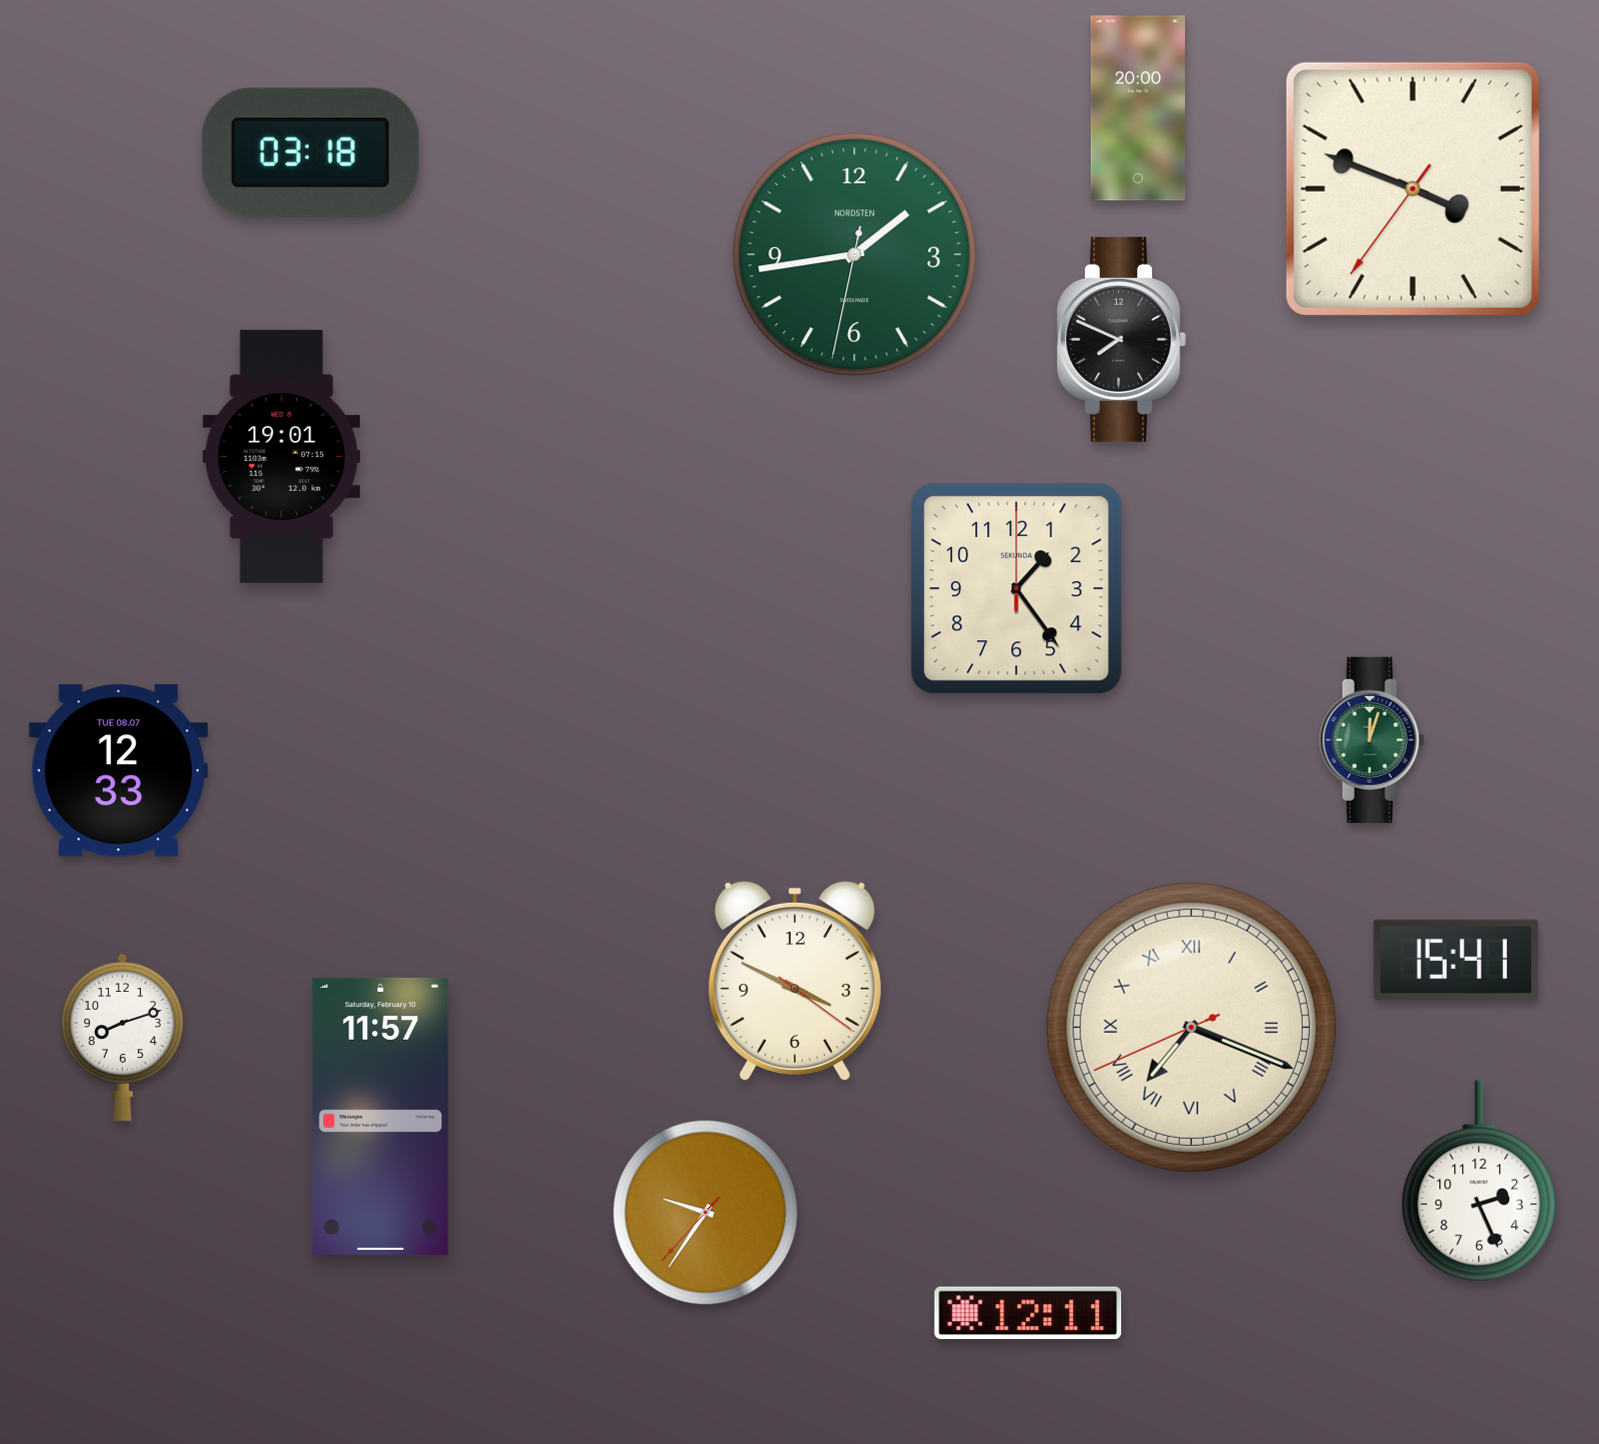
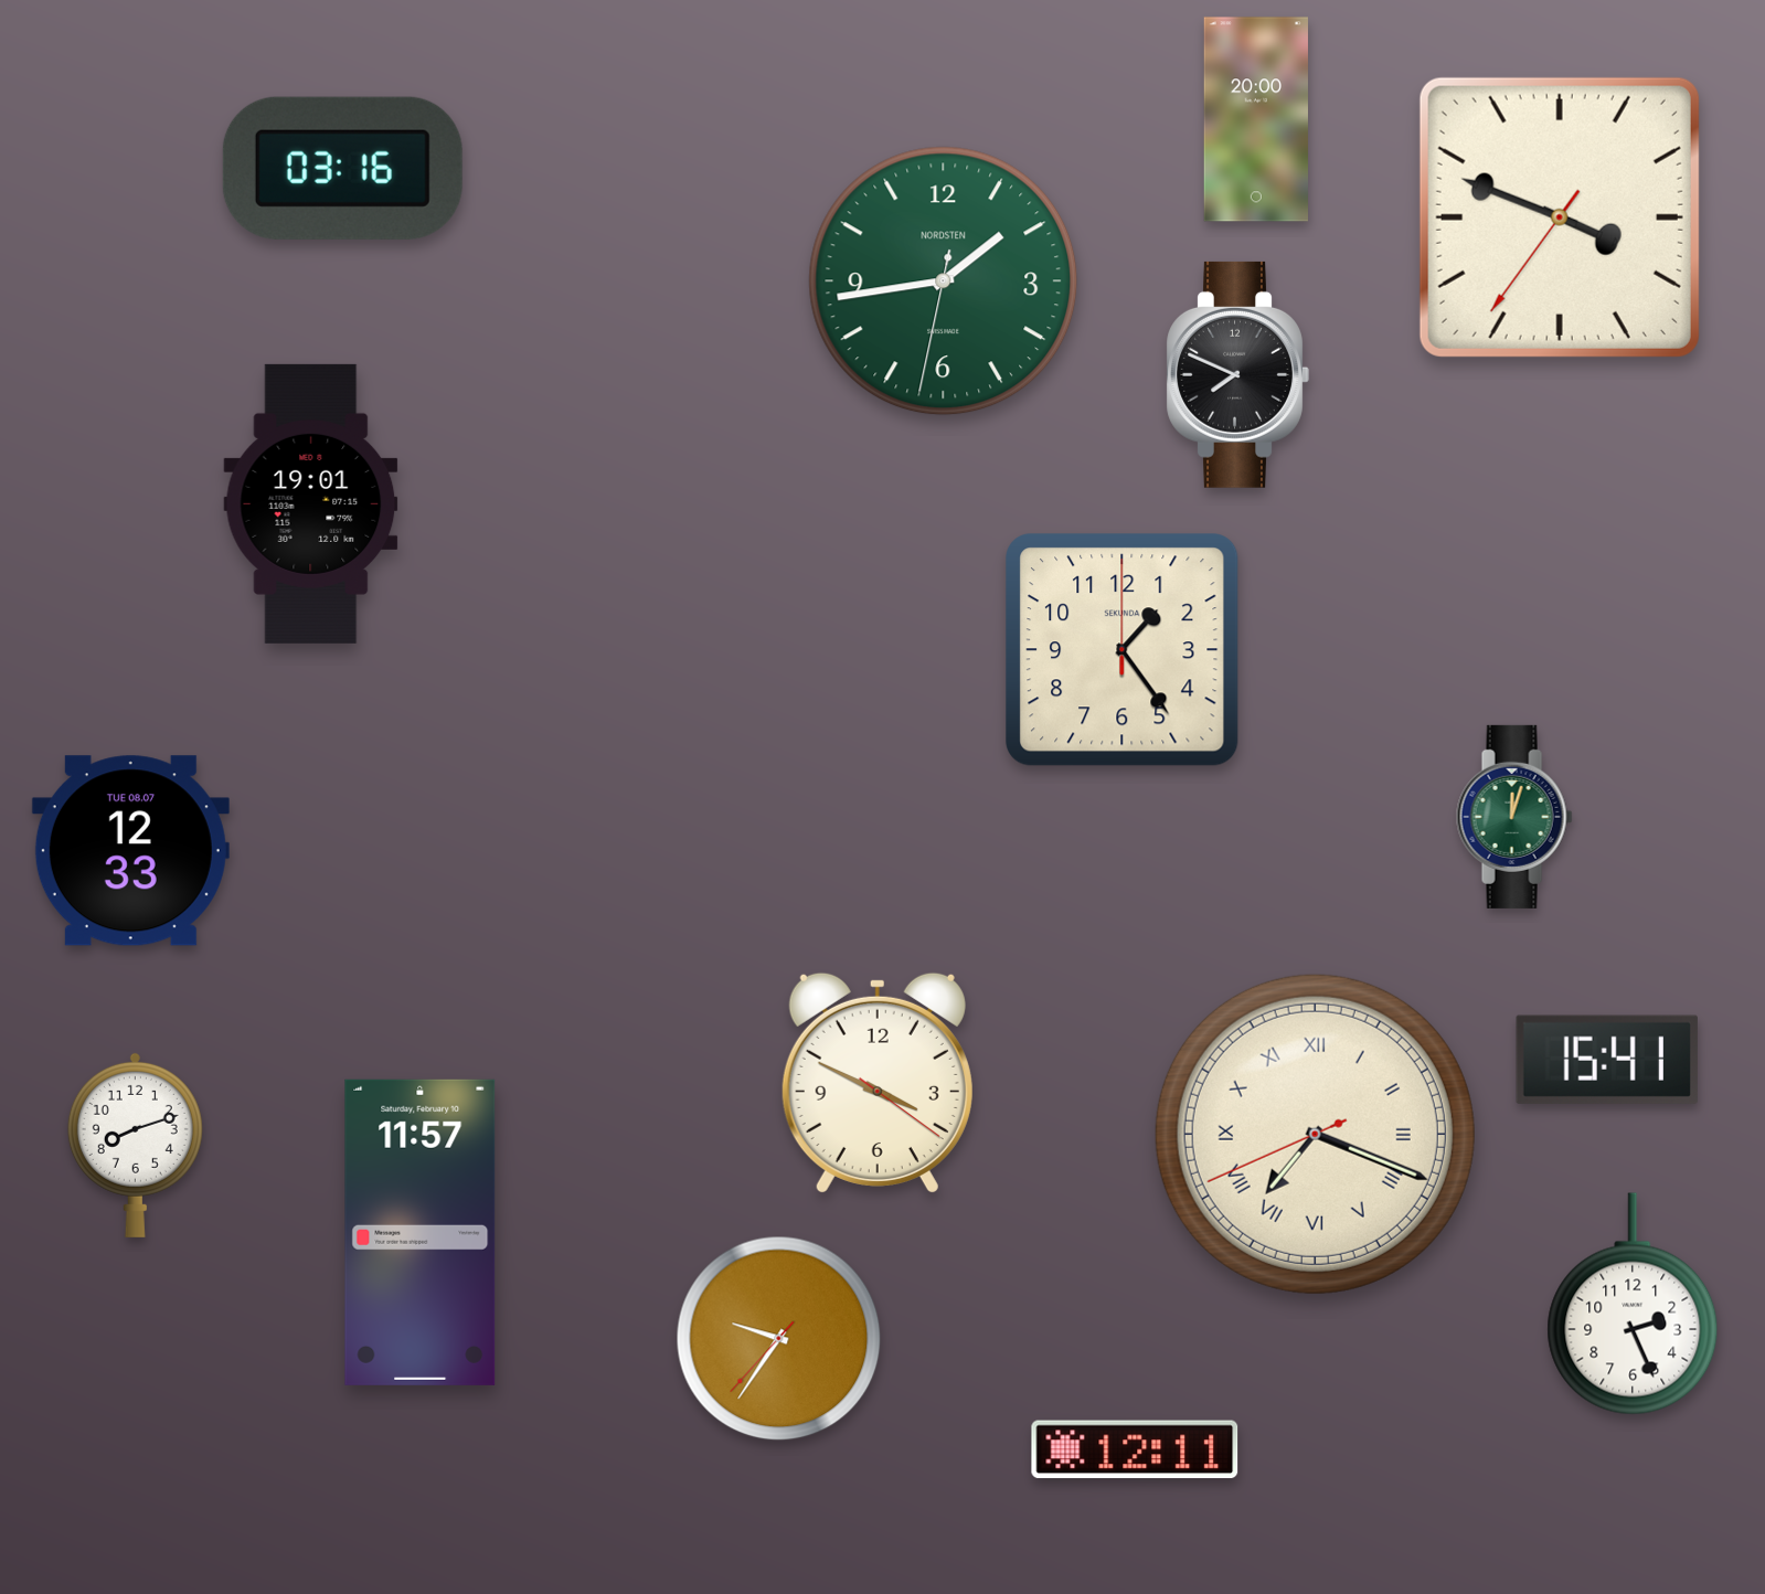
clock at (310, 152): 03:18 -> 03:16
clock at (1413, 189) position: (1413, 189) -> (1560, 217)
